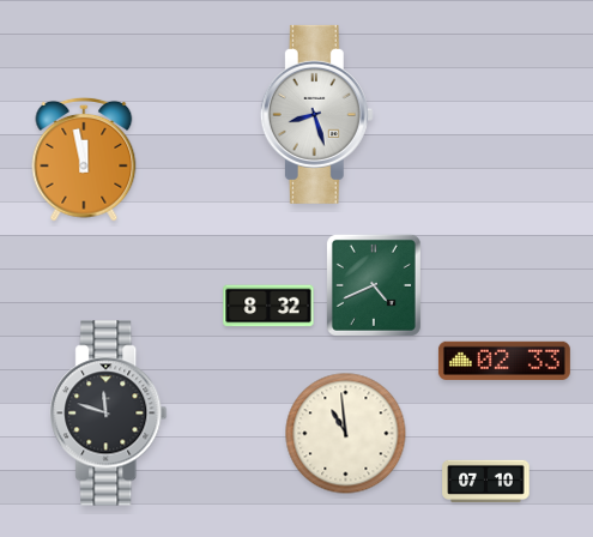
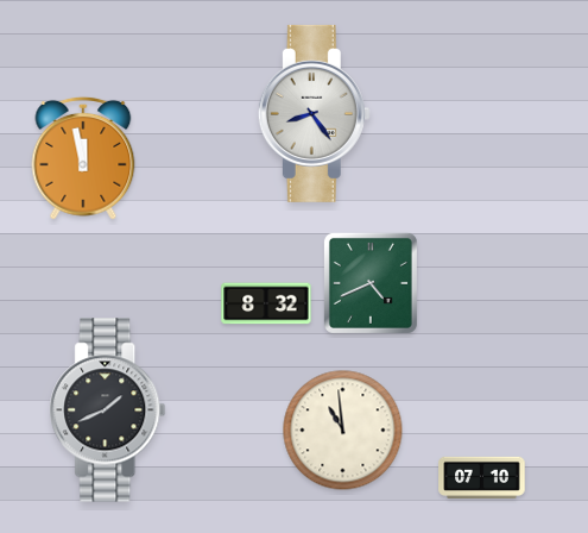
clock at (316, 114): 8:27 -> 8:24
clock at (504, 361): 02:33 -> none
clock at (109, 414): 11:48 -> 1:41
